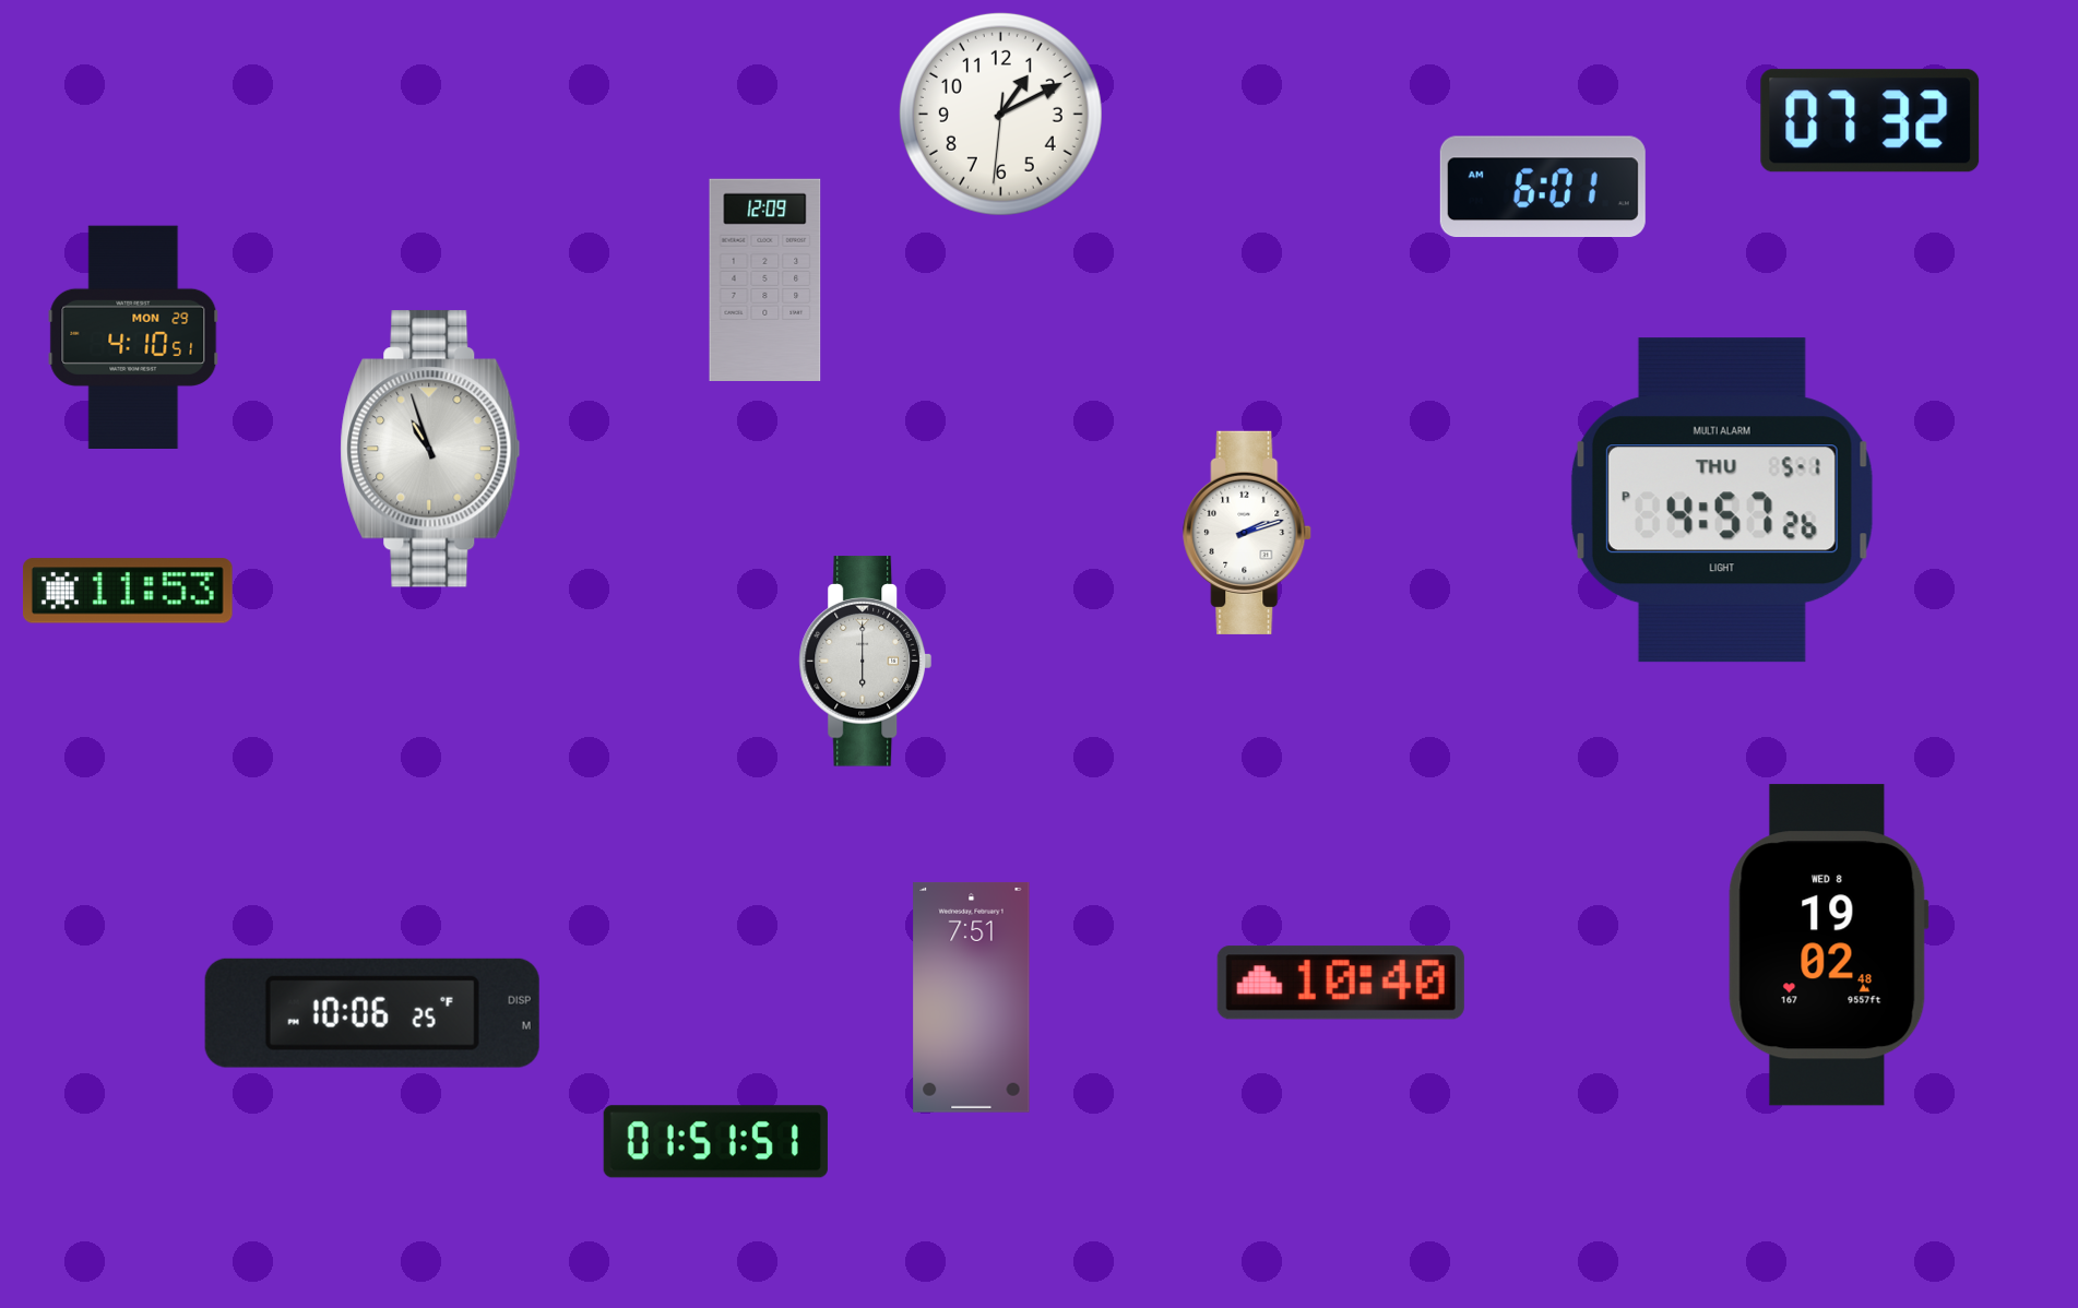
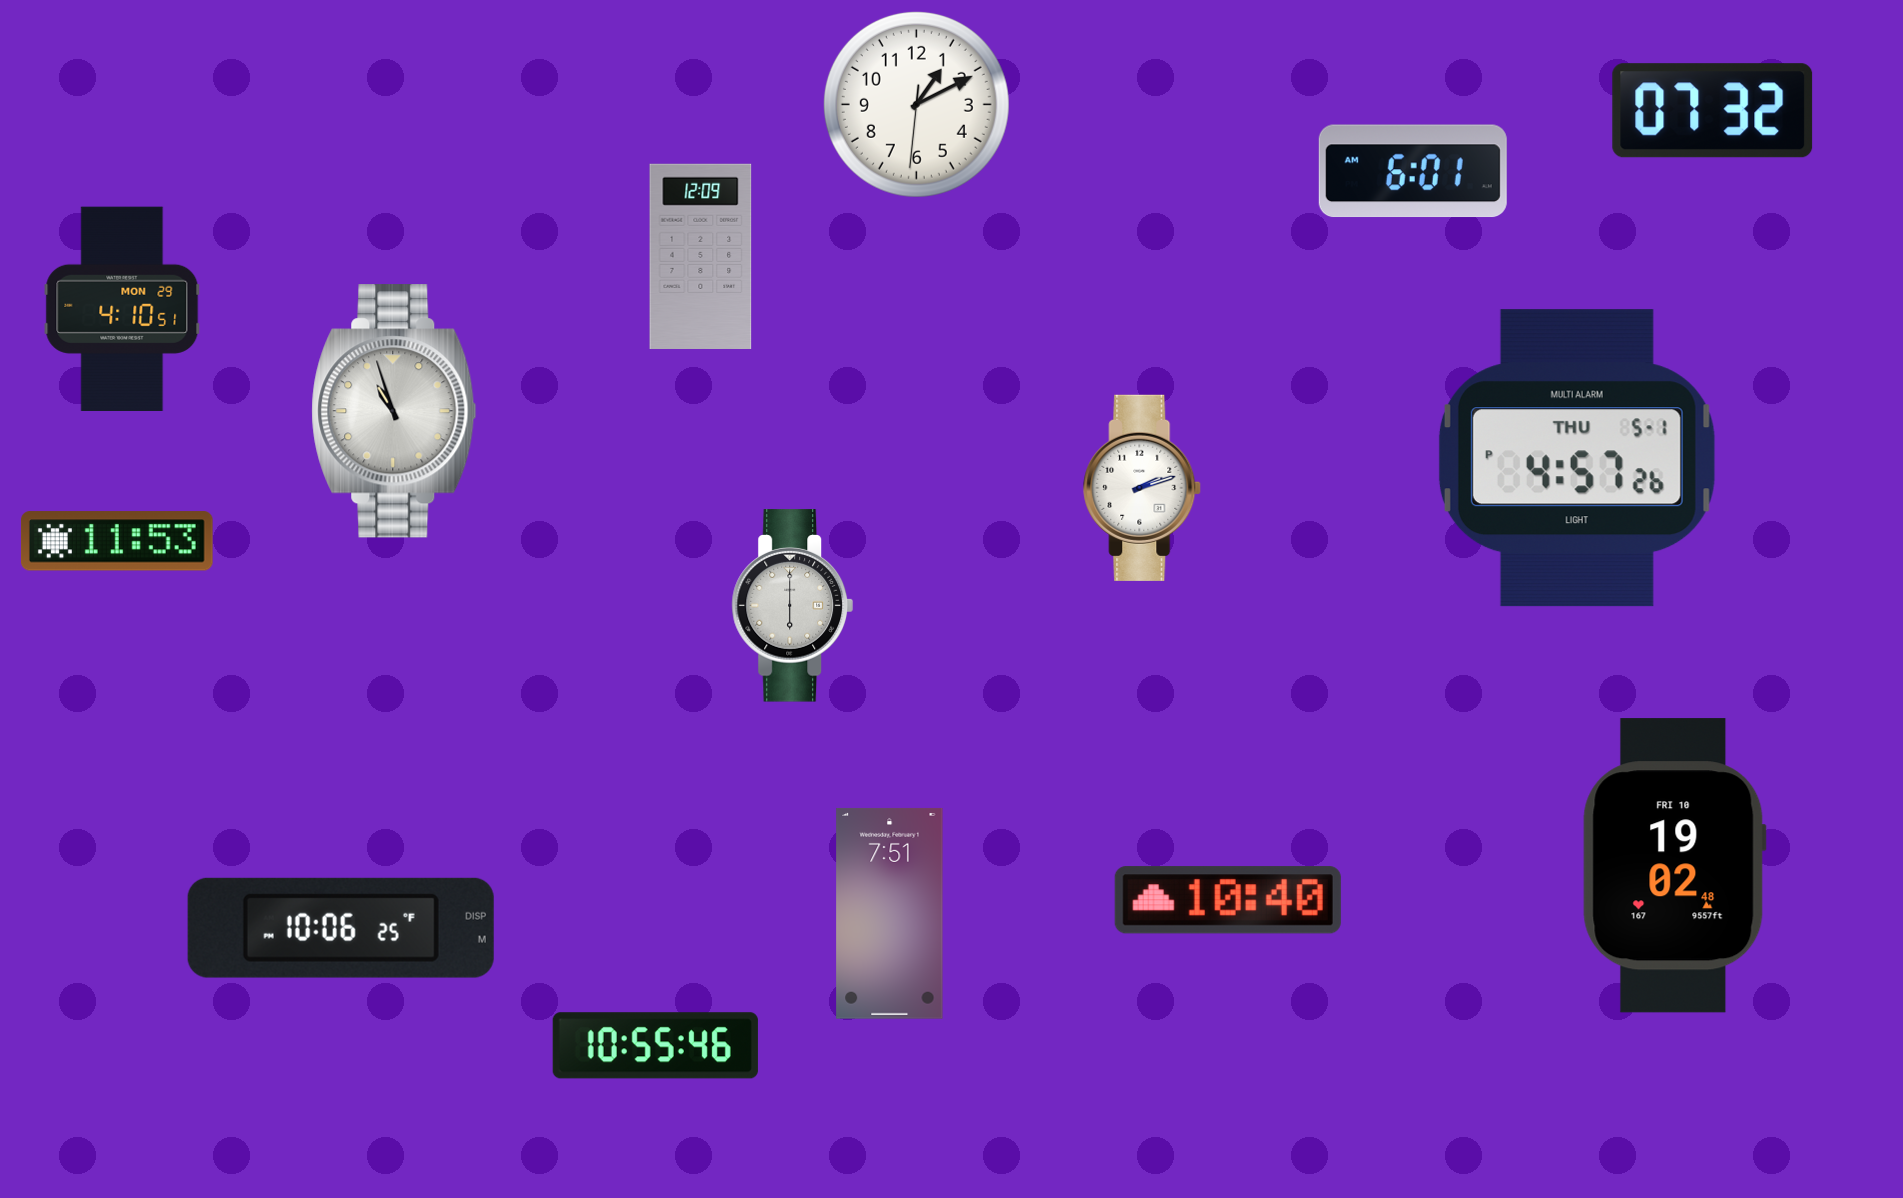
clock at (1828, 946) date: WED 8 -> FRI 10
clock at (715, 1142): 01:51 -> 10:55
